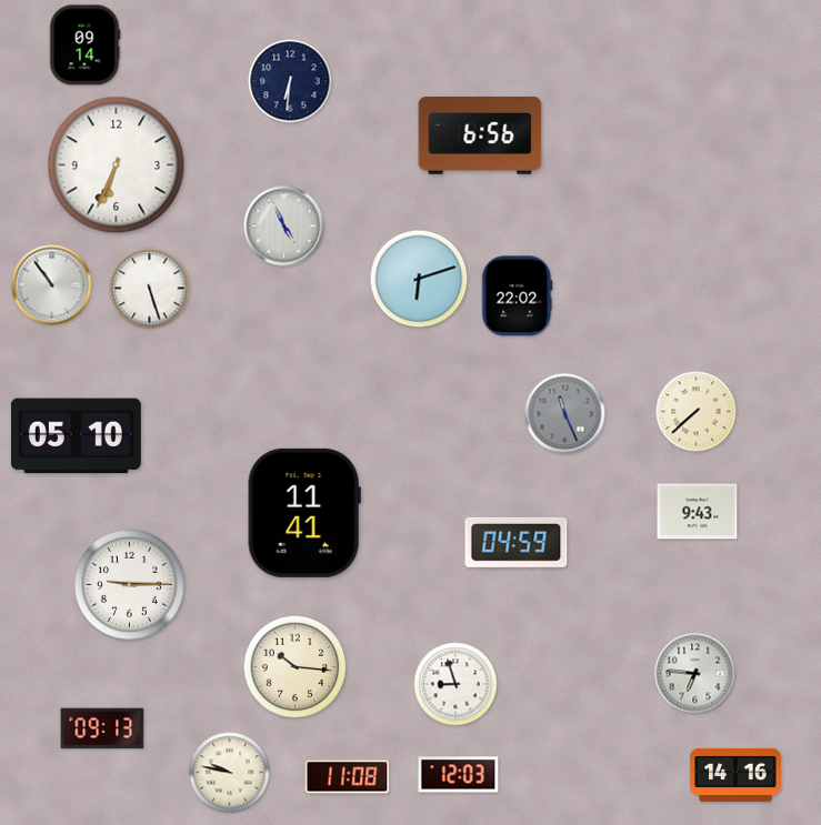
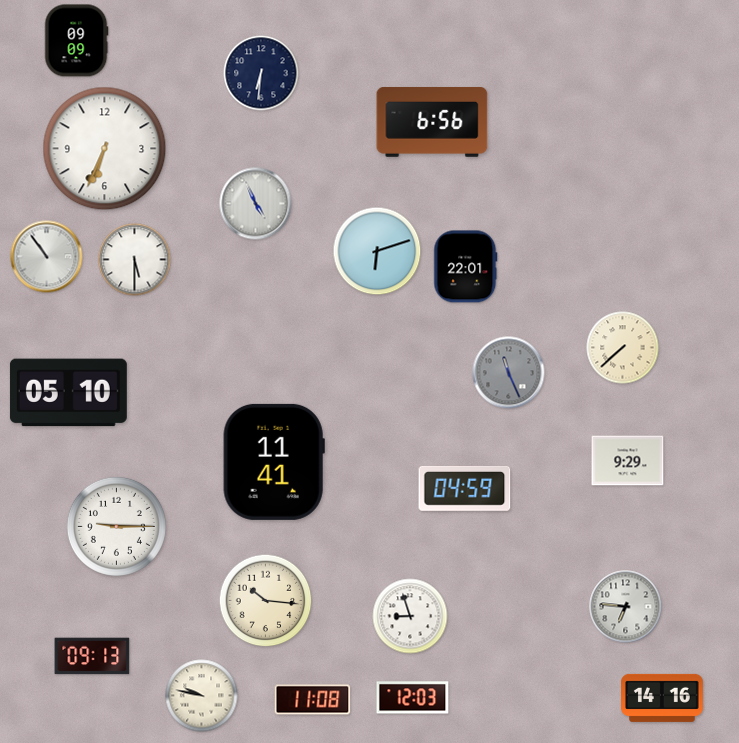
clock at (84, 46): 09:14 -> 09:09
clock at (150, 289): 5:27 -> 5:30
clock at (518, 296): 22:02 -> 22:01
clock at (697, 412) position: (697, 412) -> (623, 348)
clock at (698, 512): 9:43 -> 9:29
clock at (230, 773) position: (230, 773) -> (202, 696)
